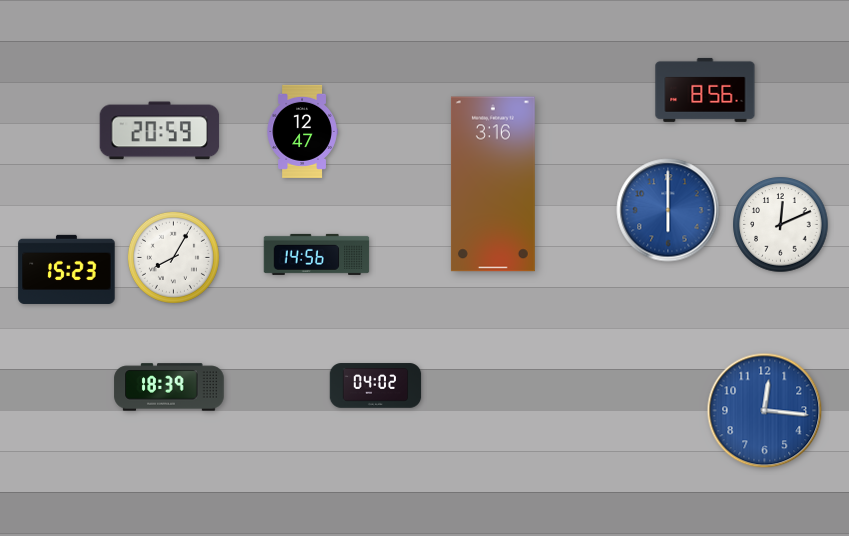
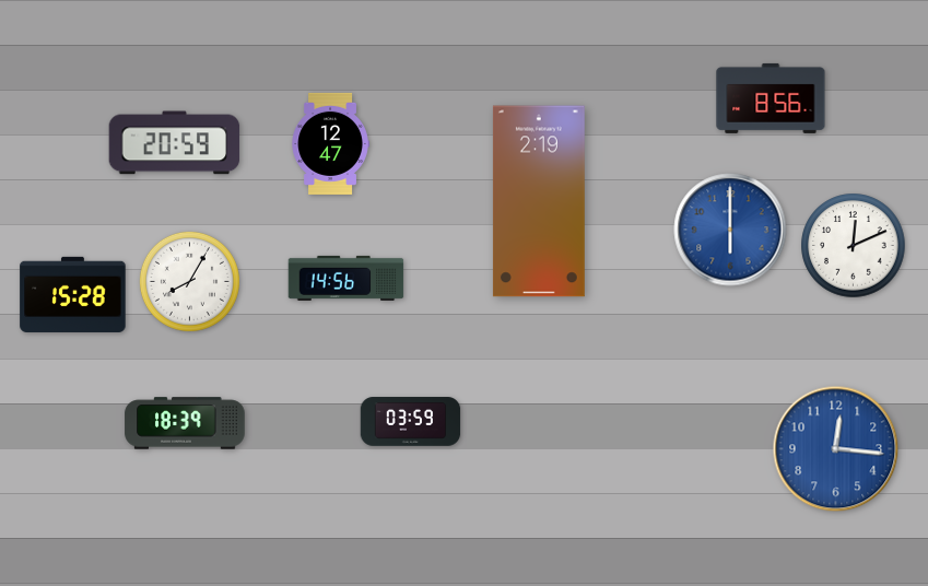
clock at (493, 184): 3:16 -> 2:19
clock at (67, 269): 15:23 -> 15:28
clock at (376, 386): 04:02 -> 03:59
